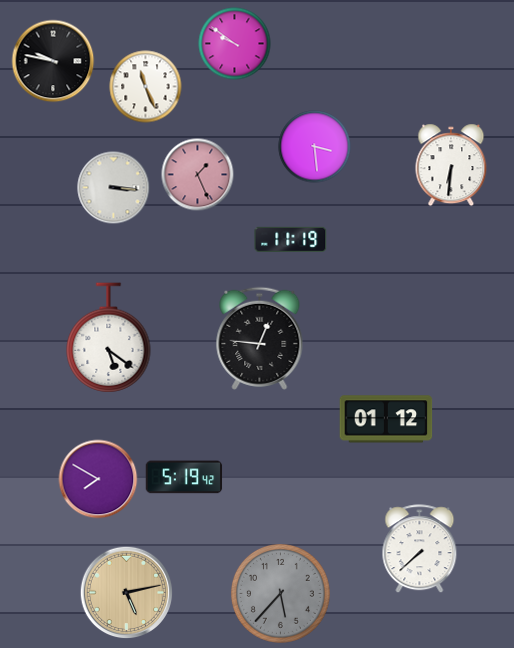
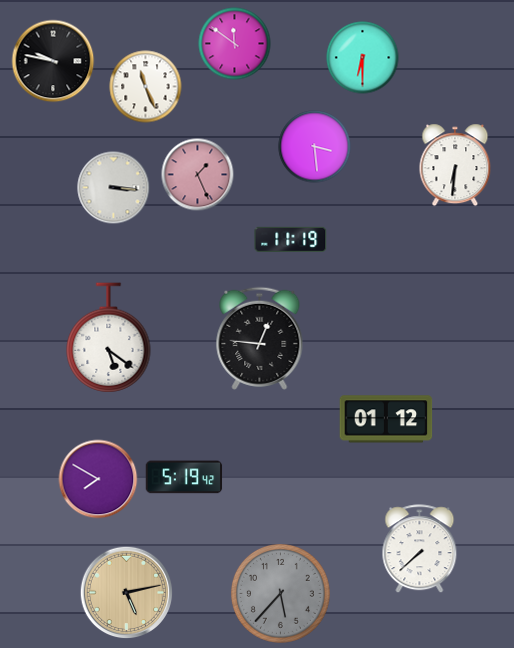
clock at (235, 44): 9:51 -> 11:51
clock at (363, 58): none -> 6:30
clock at (451, 165) position: (451, 165) -> (455, 165)
